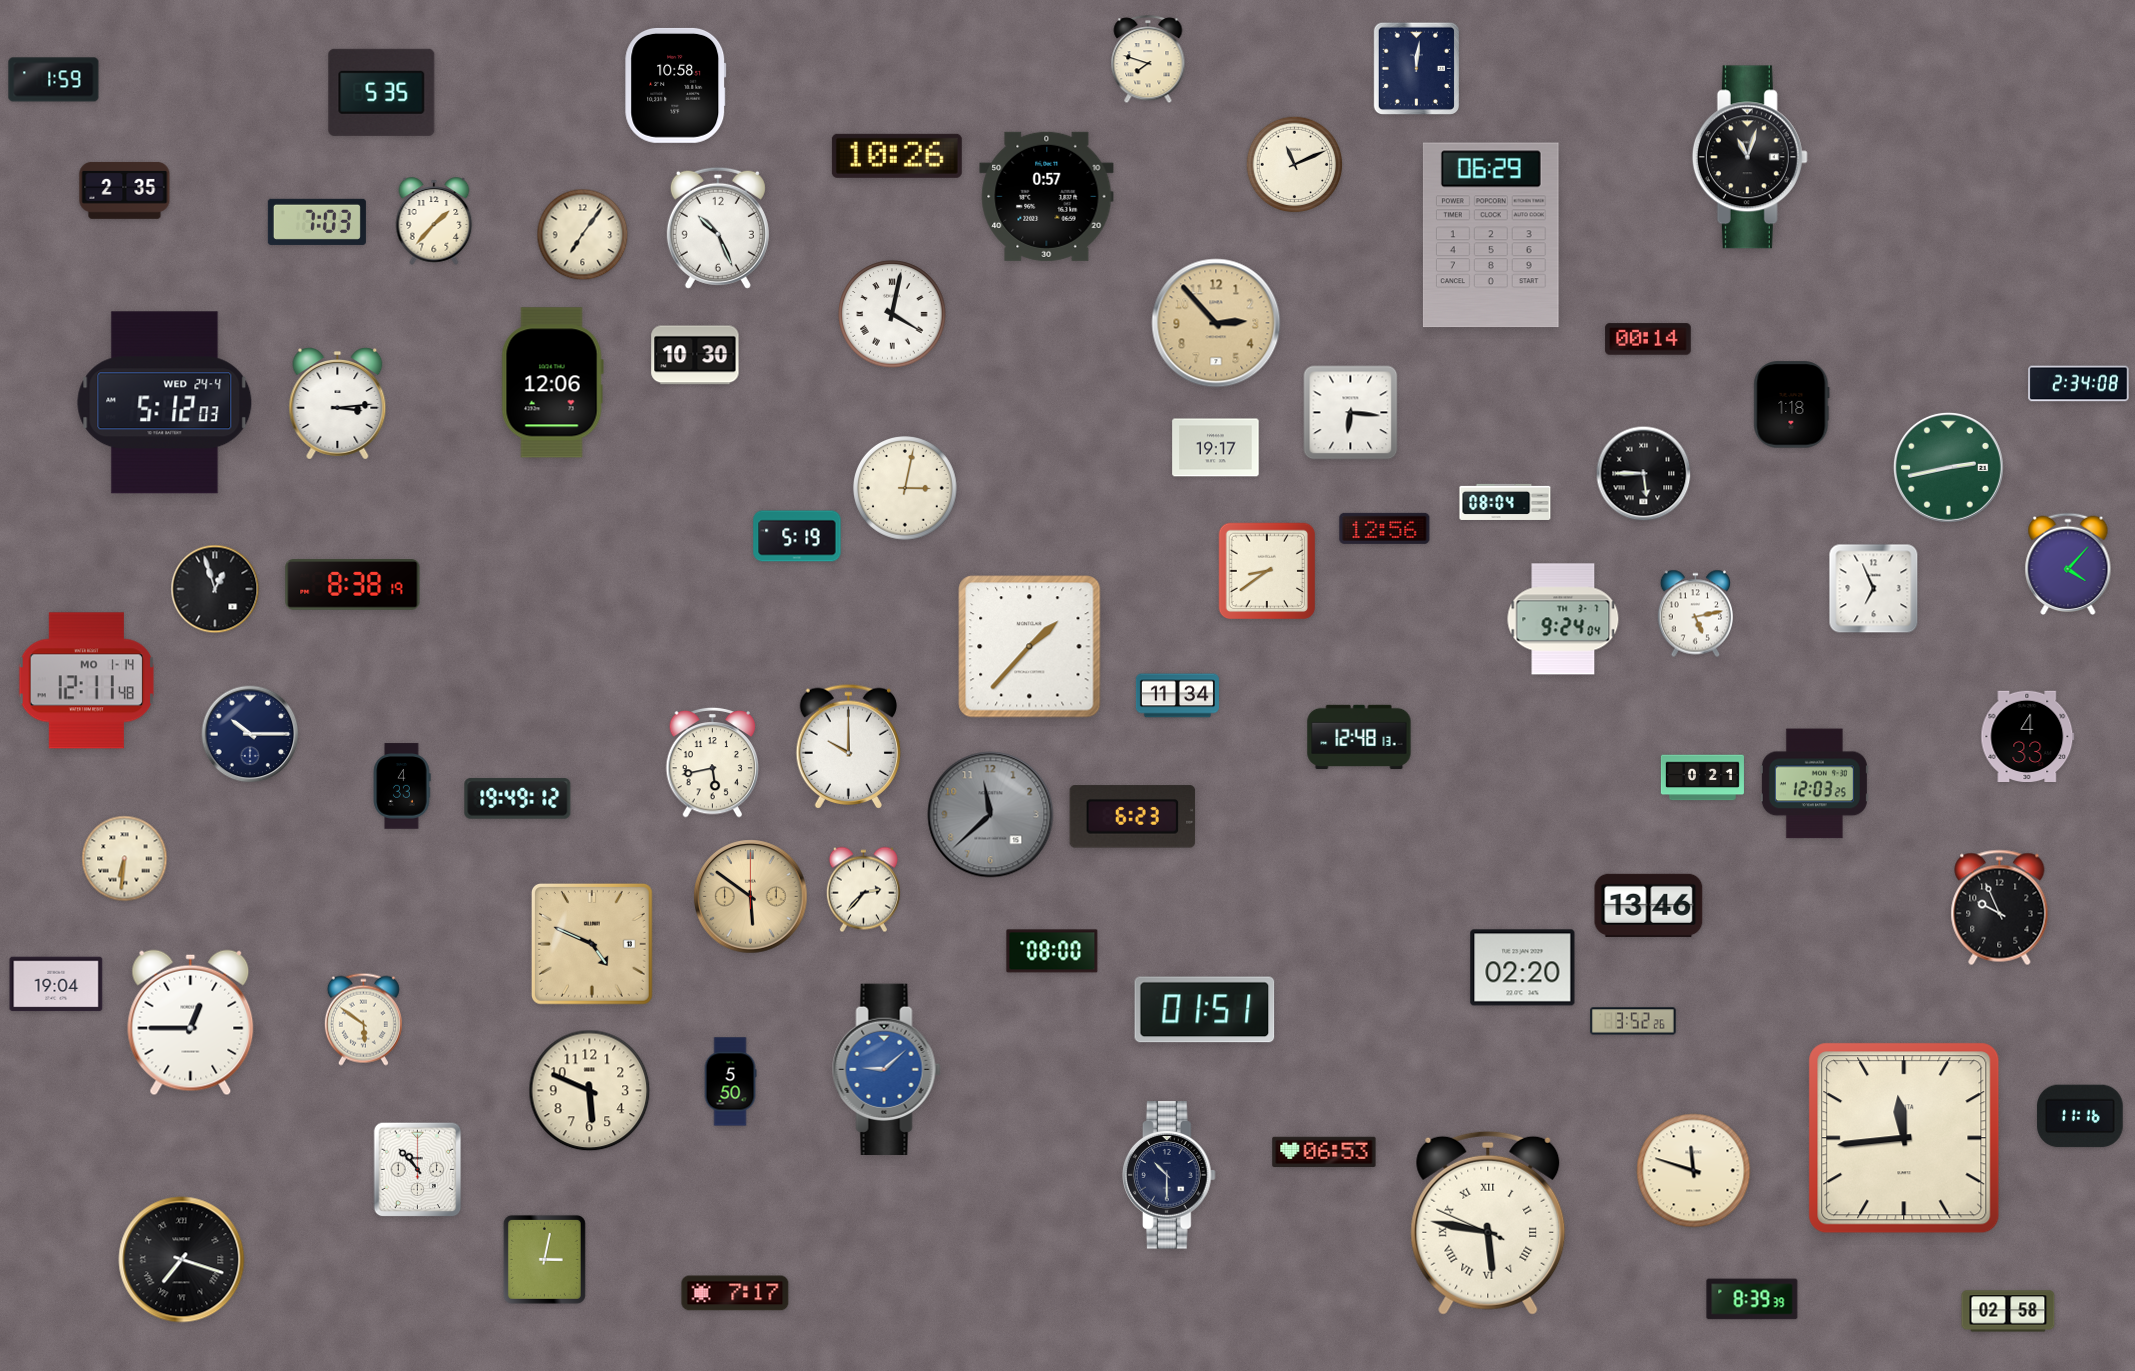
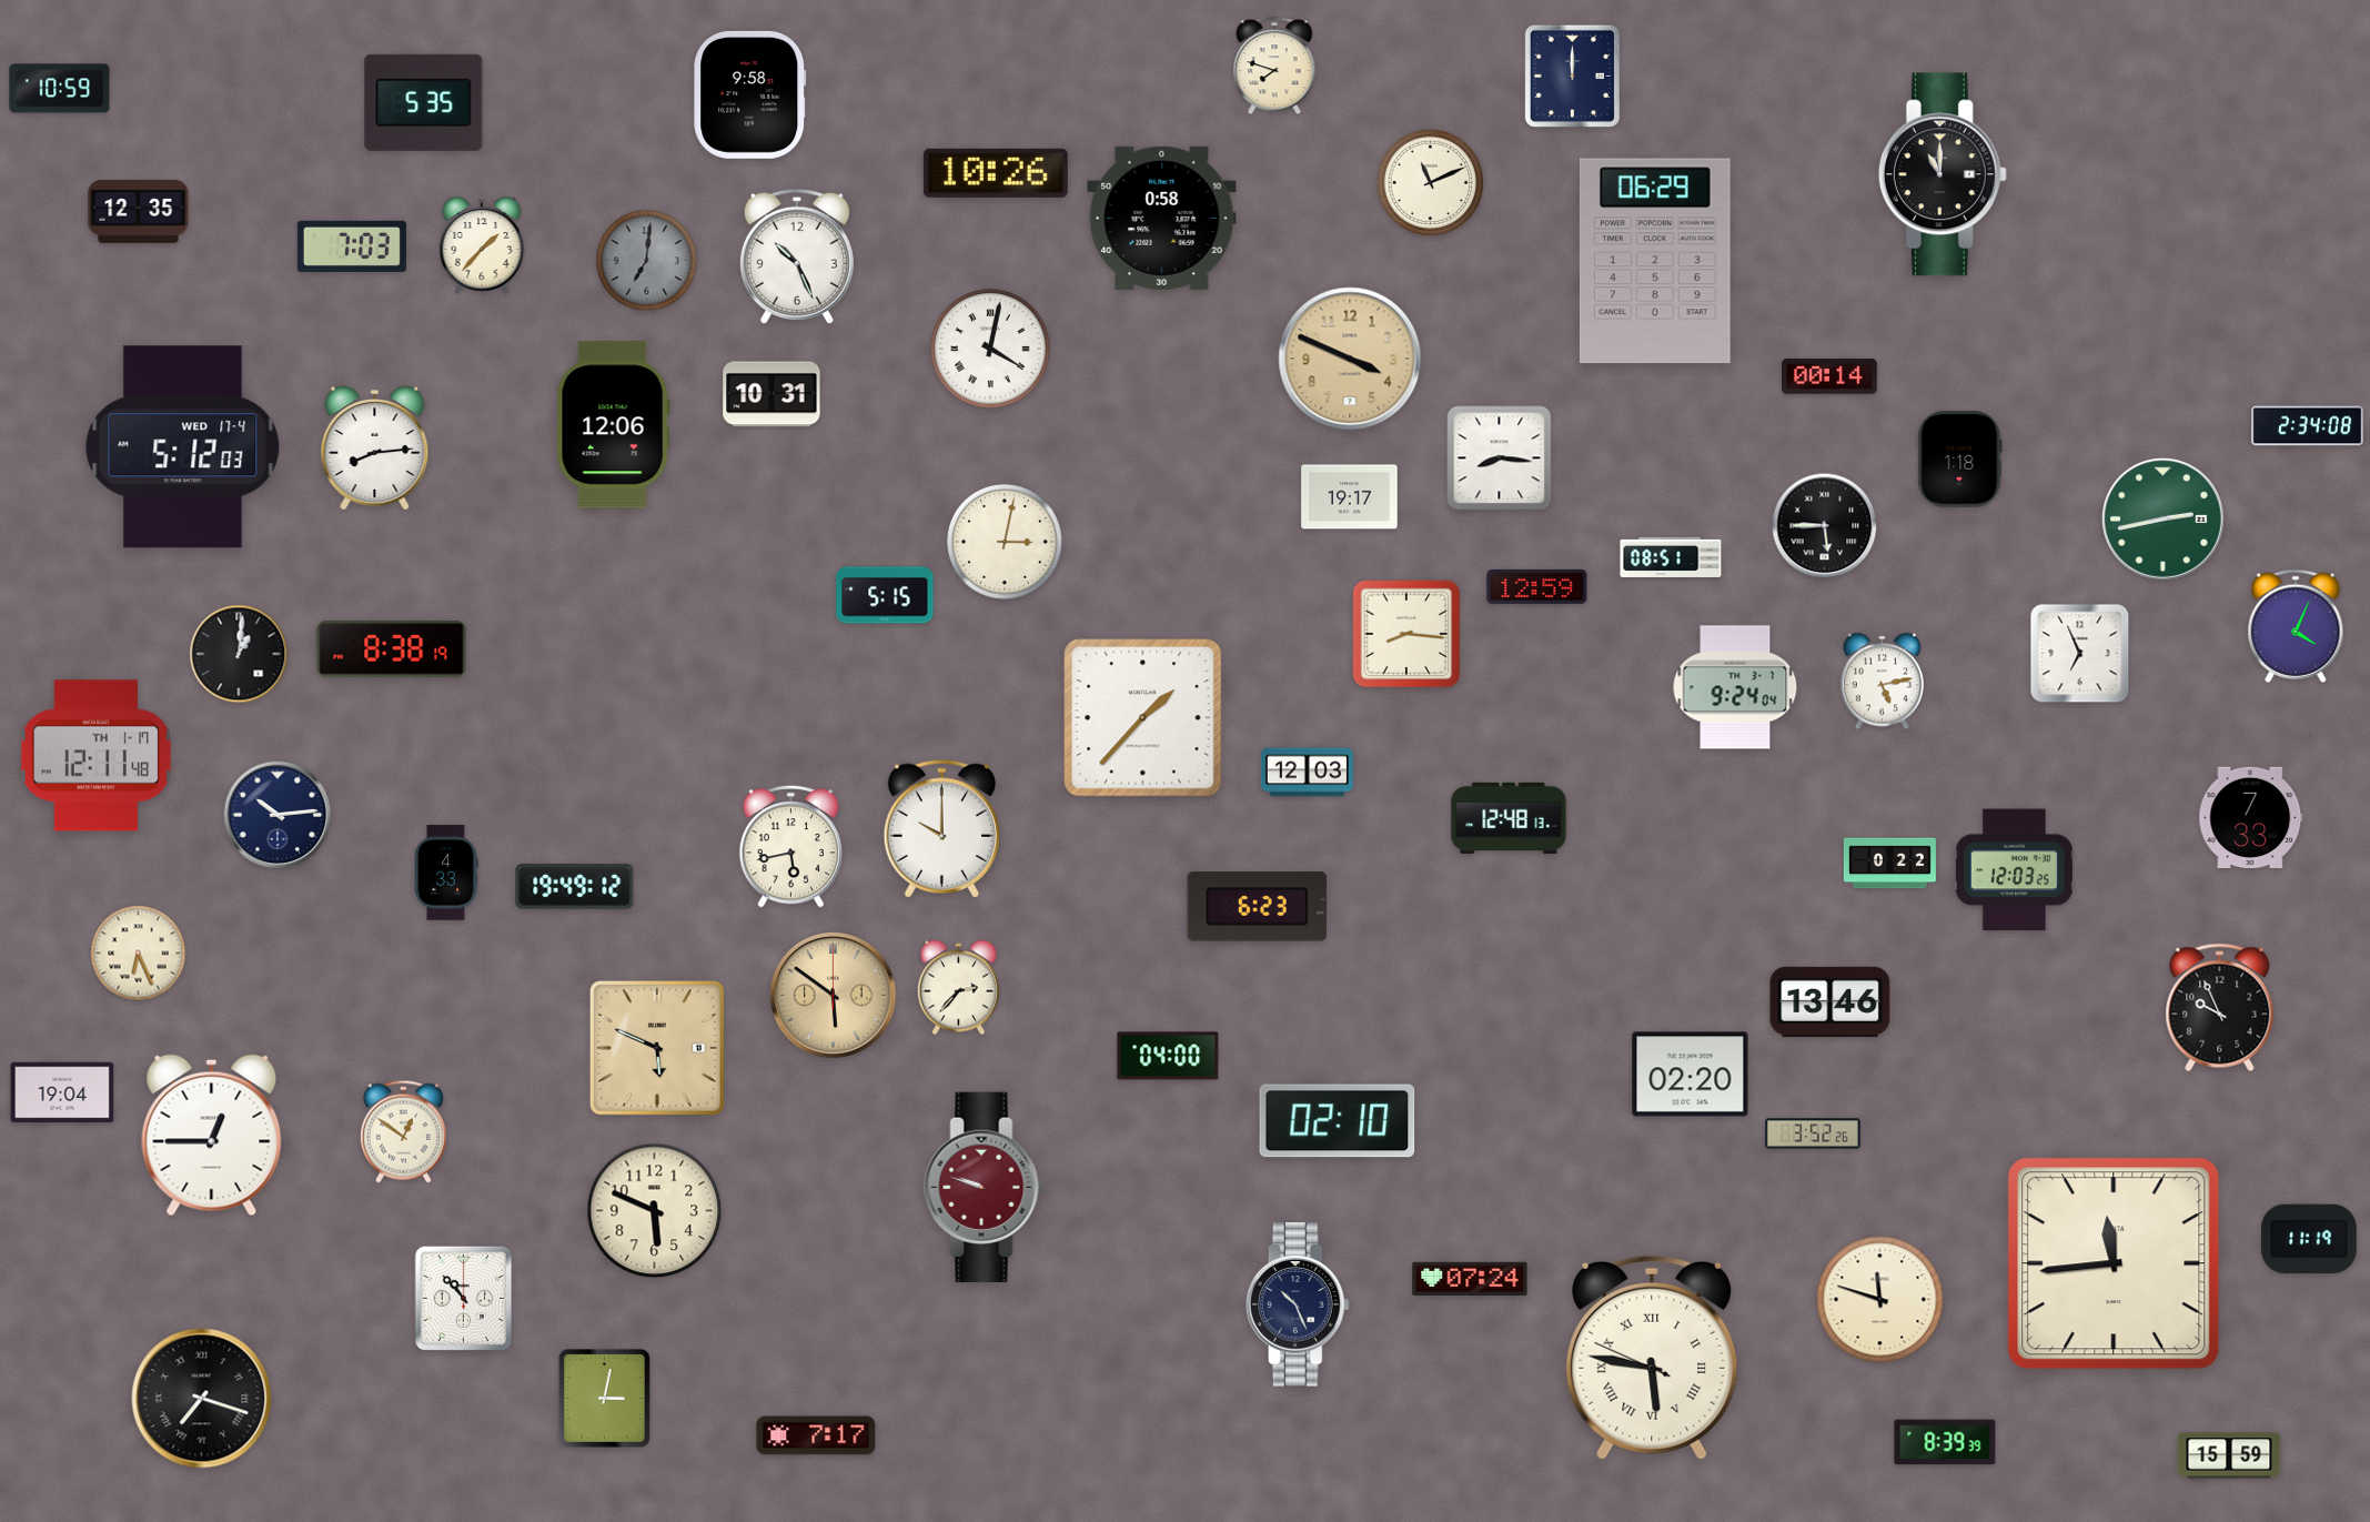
clock at (1416, 68): 12:01 -> 12:00
clock at (54, 80): 1:59 -> 10:59
clock at (676, 85): 10:58 -> 9:58
clock at (1750, 157): 11:03 -> 11:00
clock at (1295, 165) position: (1295, 165) -> (1431, 183)
clock at (125, 191): 2:35 -> 12:35
clock at (1047, 196): 0:57 -> 0:58
clock at (718, 228) position: (718, 228) -> (797, 256)
clock at (583, 235): 7:06 -> 7:01
clock at (583, 235) dial: cream -> grey
clock at (1216, 323): 2:53 -> 3:49
clock at (695, 355): 10:30 -> 10:31
clock at (165, 403) date: WED 24-4 -> WED 17-4
clock at (338, 404): 3:14 -> 8:14
clock at (1792, 405) position: (1792, 405) -> (1960, 460)
clock at (1351, 413): 6:16 -> 8:16
clock at (1505, 502): 08:04 -> 08:51
clock at (1385, 528): 12:56 -> 12:59
clock at (797, 536): 5:19 -> 5:15
clock at (2068, 563): 4:07 -> 4:04
clock at (1267, 571): 8:39 -> 8:16
clock at (215, 589): 12:57 -> 1:01
clock at (86, 681) date: MO 1-14 -> TH 1-17
clock at (1177, 696): 11:34 -> 12:03
clock at (250, 734): 10:15 -> 10:14
clock at (2028, 736): 4:33 -> 7:33
clock at (1702, 778): 0:21 -> 0:22
clock at (991, 815): 11:38 -> none
clock at (125, 859): 6:31 -> 6:26
clock at (1649, 905) position: (1649, 905) -> (1831, 1001)
clock at (592, 944): 4:49 -> 5:49
clock at (1052, 951): 08:00 -> 04:00
clock at (1205, 1010): 01:51 -> 02:10
clock at (363, 1019): 5:51 -> 12:51
clock at (887, 1069): 9:08 -> 9:48
clock at (887, 1069) dial: blue -> burgundy
clock at (730, 1082): 5:50 -> none
clock at (2080, 1116): 11:16 -> 11:19
clock at (1324, 1152): 06:53 -> 07:24
clock at (1170, 1175): 10:30 -> 10:26
clock at (2008, 1311): 02:58 -> 15:59
